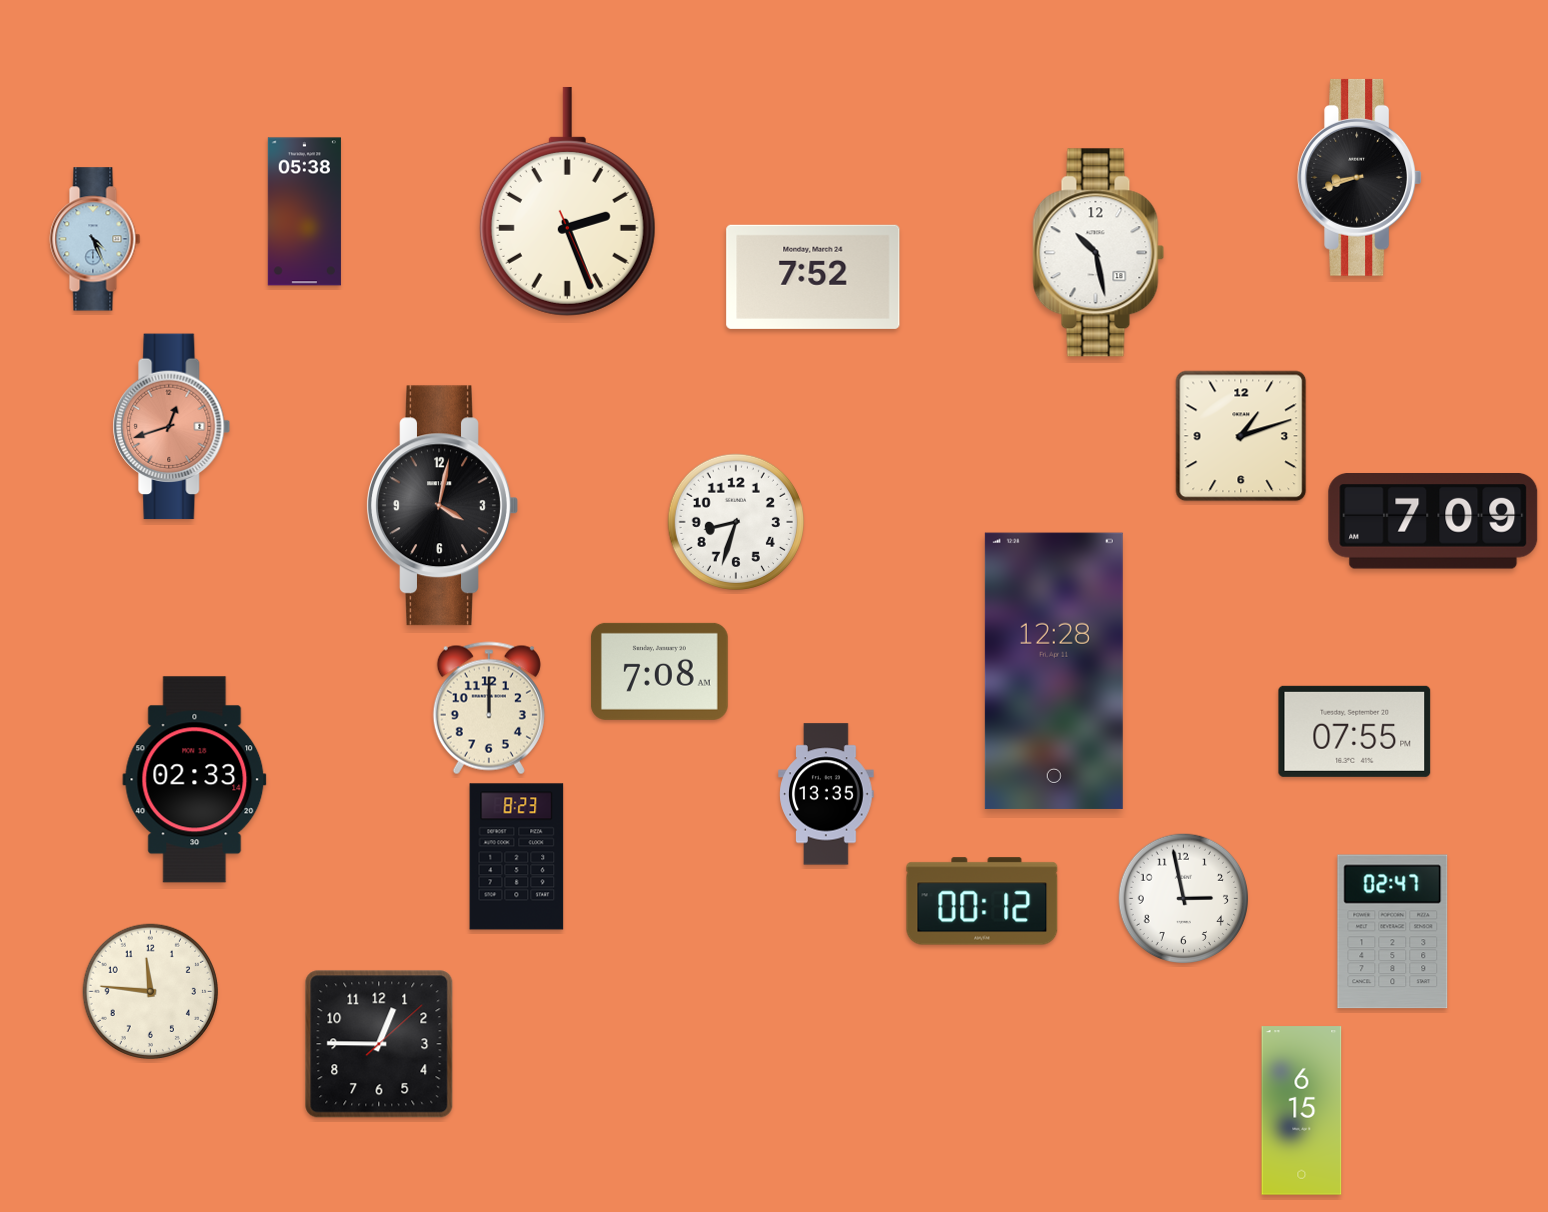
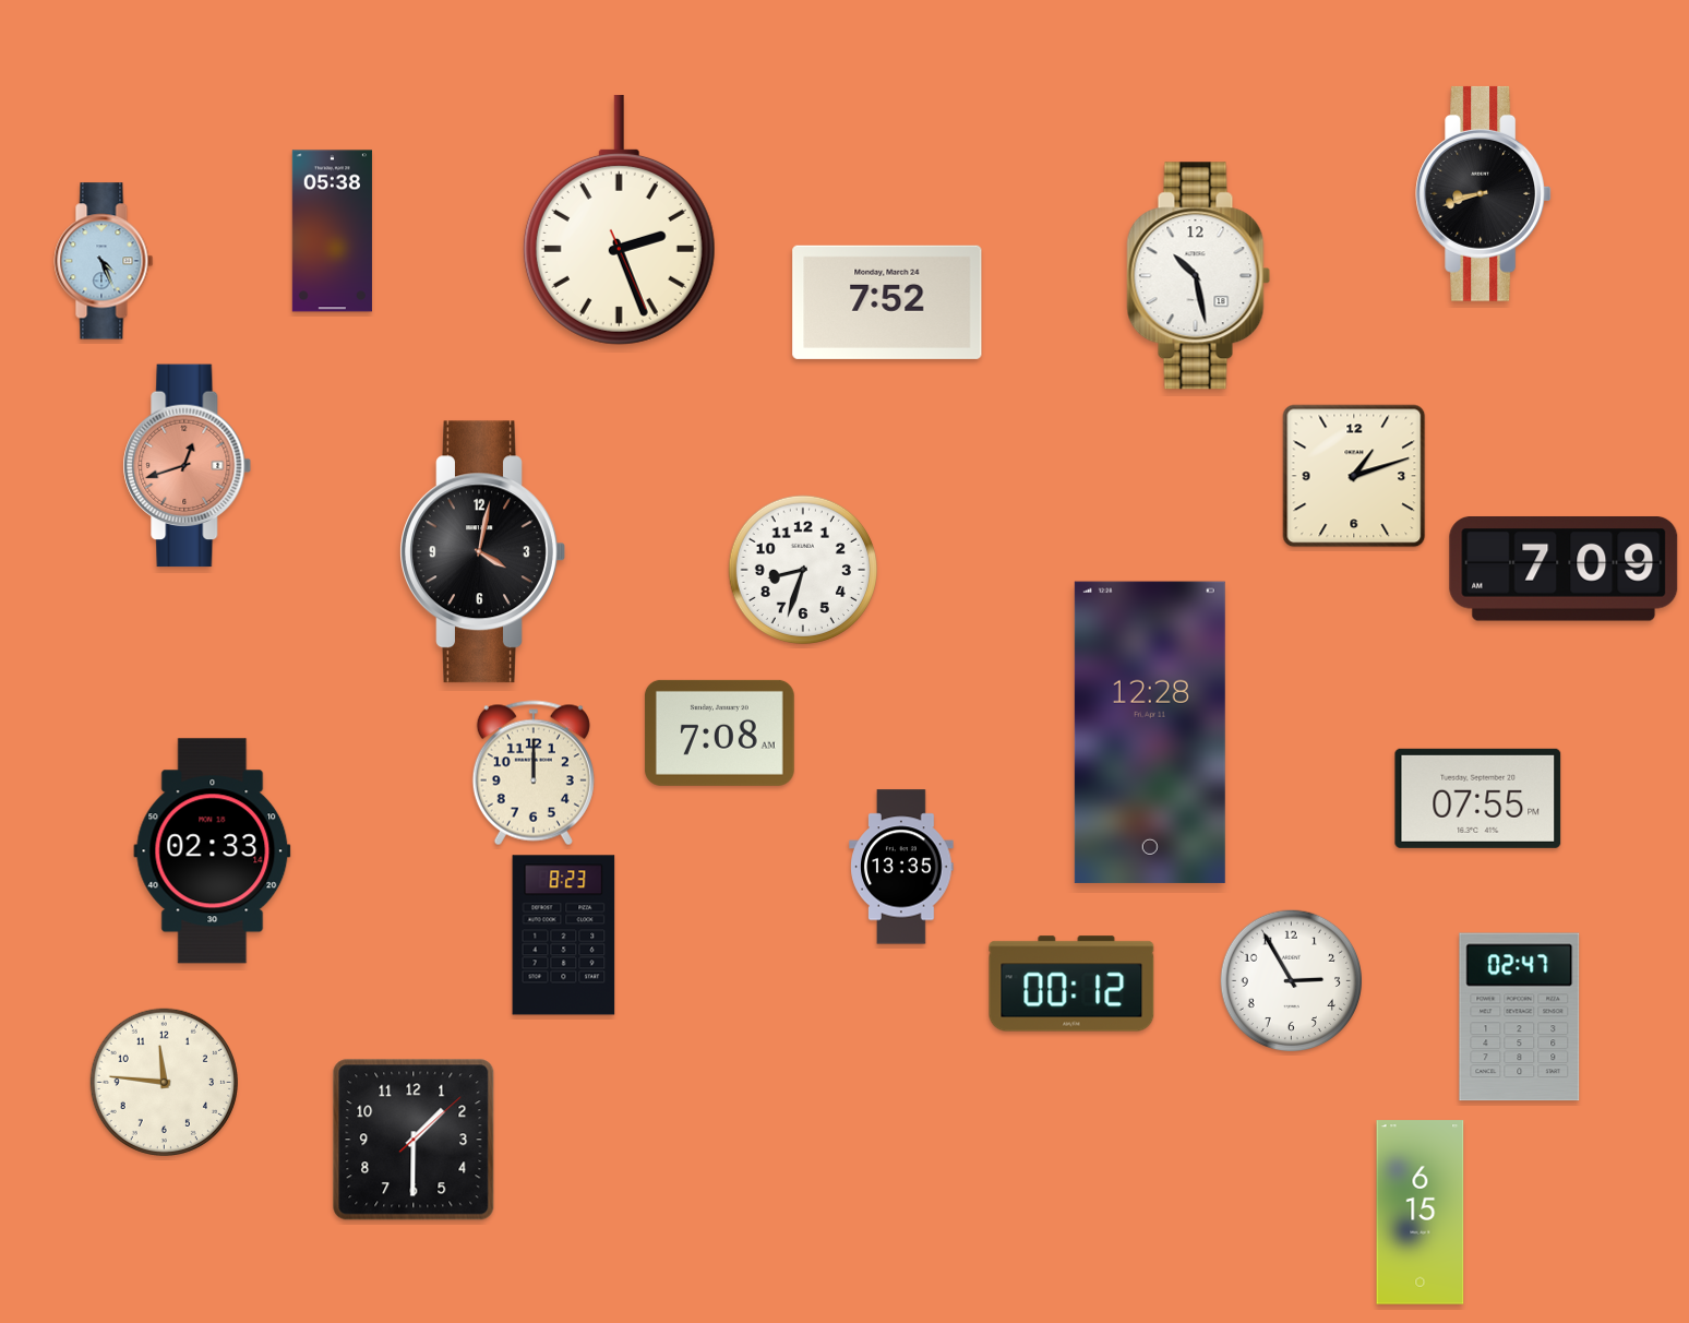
clock at (1183, 899): 2:58 -> 2:55
clock at (379, 1044): 12:45 -> 1:30
